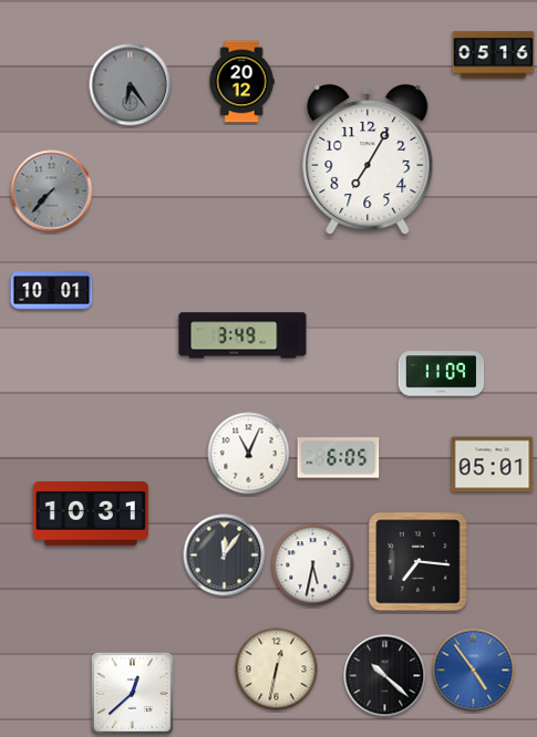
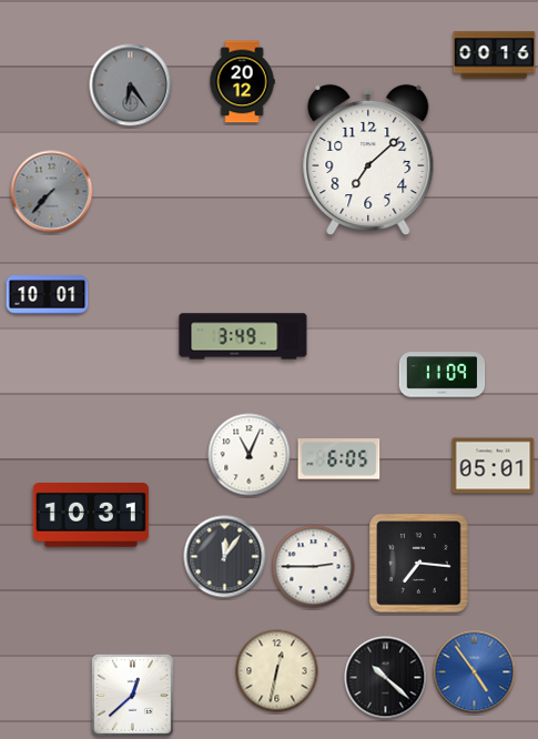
clock at (494, 55): 05:16 -> 00:16
clock at (368, 159): 7:05 -> 7:08
clock at (52, 291) position: (52, 291) -> (48, 295)
clock at (313, 565): 5:32 -> 2:45
